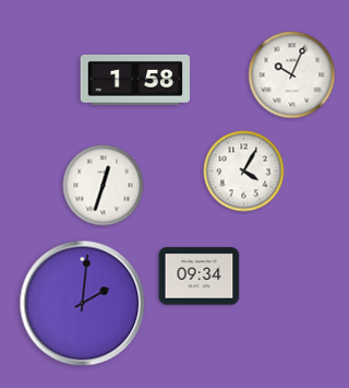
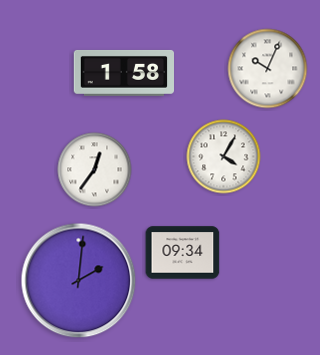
clock at (104, 186): 12:33 -> 12:36
clock at (83, 304) position: (83, 304) -> (79, 281)
